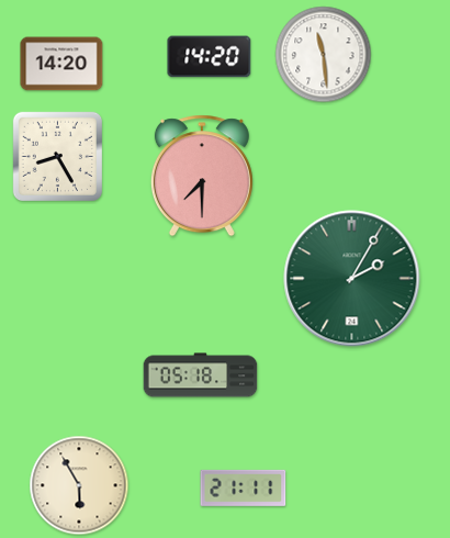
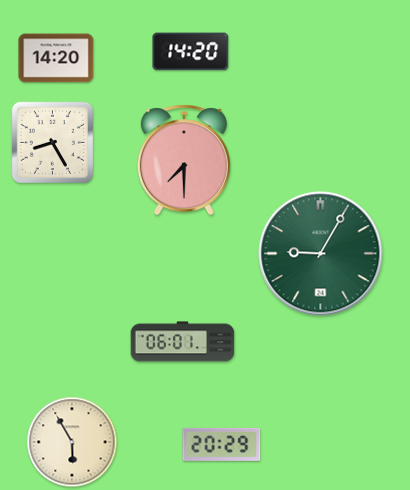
clock at (324, 55): 11:29 -> none
clock at (352, 279): 2:05 -> 9:05
clock at (201, 376): 05:18 -> 06:01
clock at (244, 487): 21:11 -> 20:29
